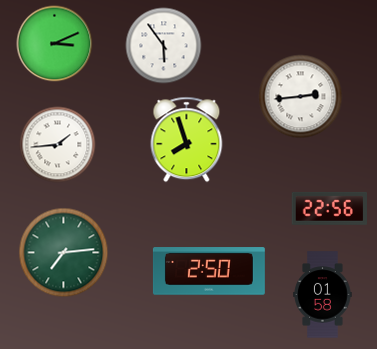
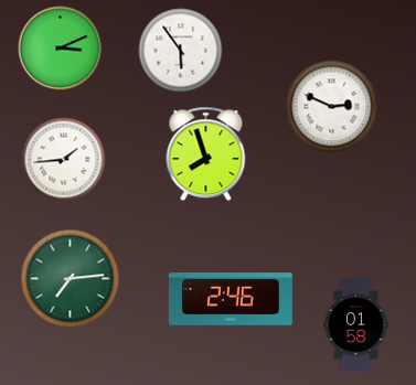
clock at (301, 97): 2:44 -> 2:49
clock at (329, 208): 22:56 -> none
clock at (209, 271): 2:50 -> 2:46
